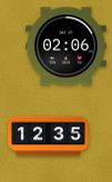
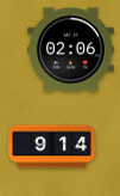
clock at (49, 136): 12:35 -> 9:14
